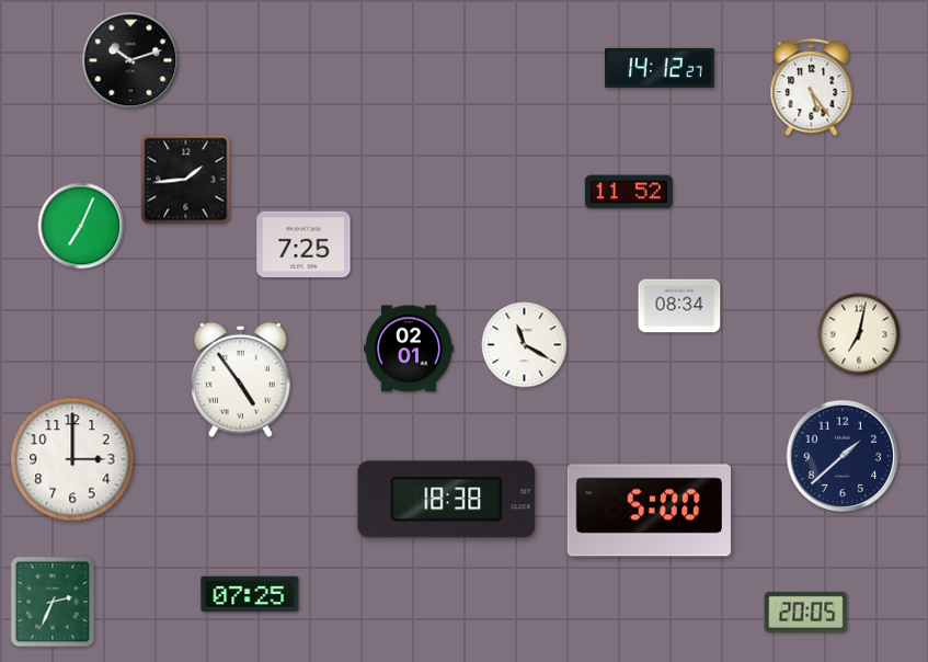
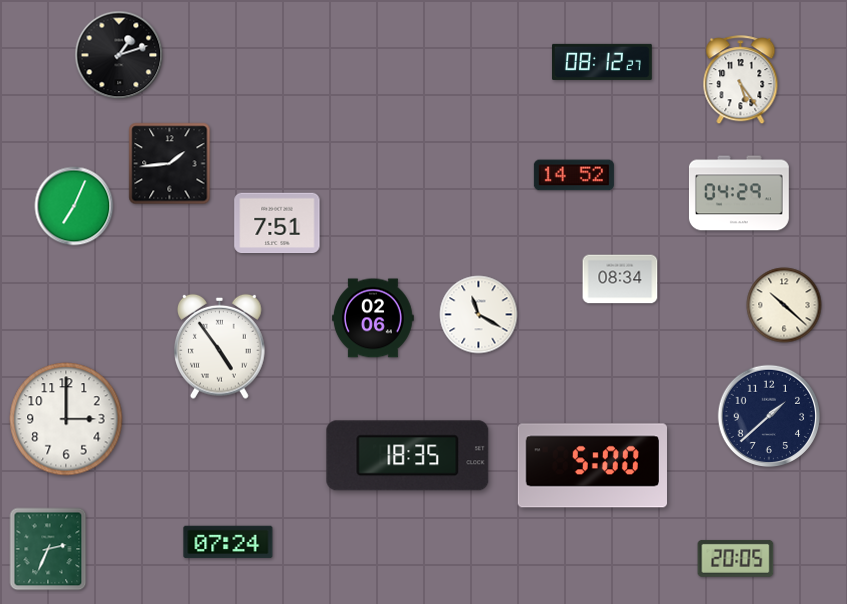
clock at (130, 60): 10:12 -> 1:12
clock at (661, 68): 14:12 -> 08:12
clock at (629, 192): 11:52 -> 14:52
clock at (739, 193): none -> 04:29
clock at (303, 244): 7:25 -> 7:51
clock at (859, 334): 7:02 -> 10:22
clock at (409, 349): 02:01 -> 02:06
clock at (447, 500): 18:38 -> 18:35
clock at (250, 594): 07:25 -> 07:24
